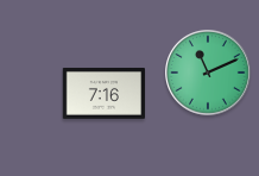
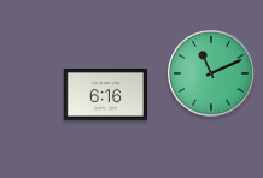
clock at (103, 93): 7:16 -> 6:16
